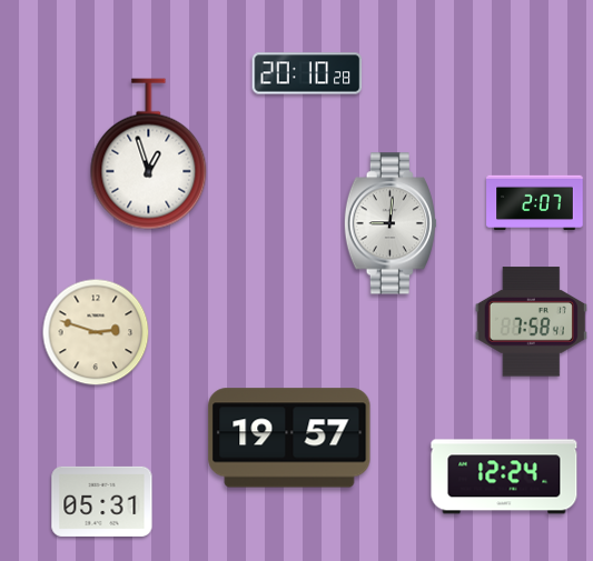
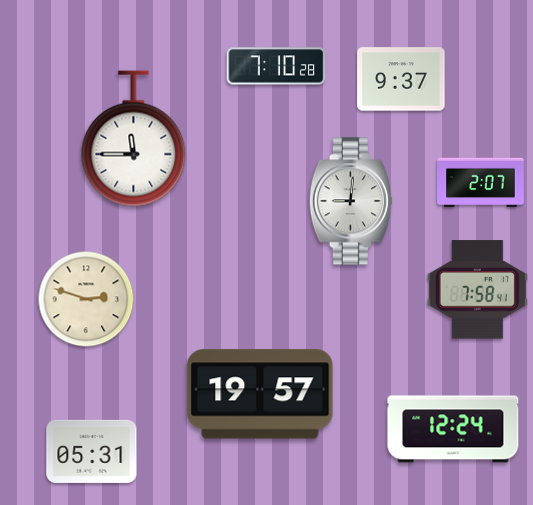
clock at (307, 73): 20:10 -> 7:10
clock at (401, 79): none -> 9:37
clock at (149, 154): 12:57 -> 11:45
